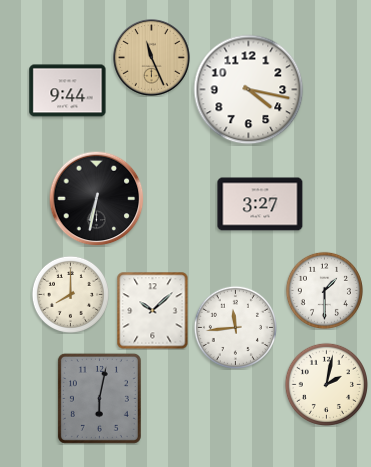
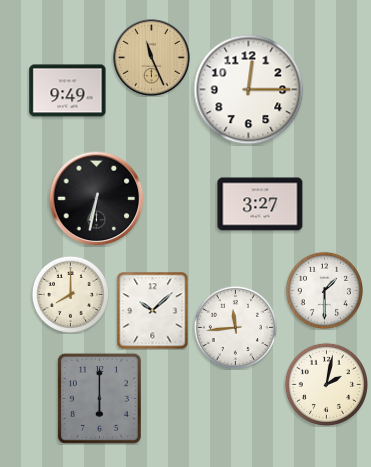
clock at (249, 90): 4:17 -> 12:15
clock at (68, 91): 9:44 -> 9:49
clock at (99, 398): 6:02 -> 6:00
